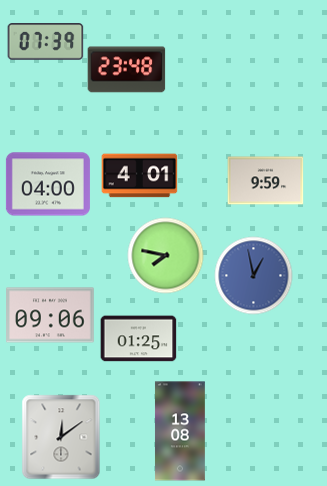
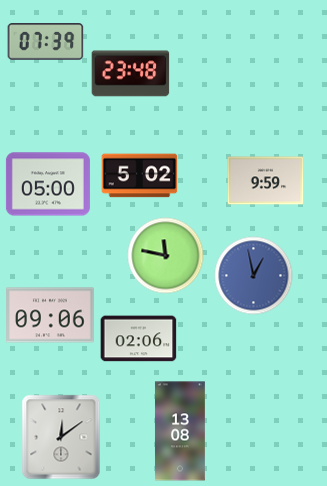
clock at (127, 70) position: (127, 70) -> (131, 74)
clock at (140, 176): 4:01 -> 5:02
clock at (48, 184): 04:00 -> 05:00
clock at (166, 256): 7:47 -> 11:47
clock at (139, 339): 01:25 -> 02:06
